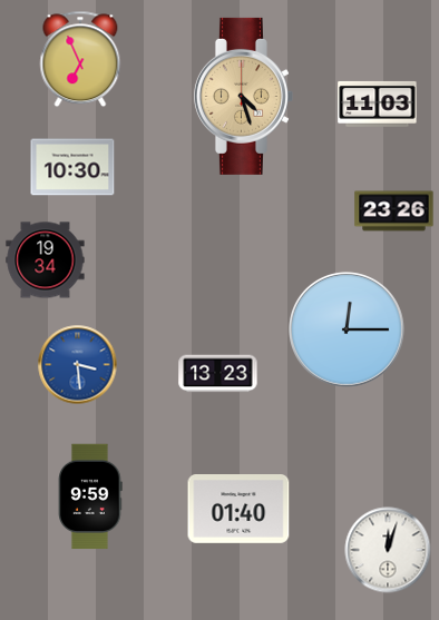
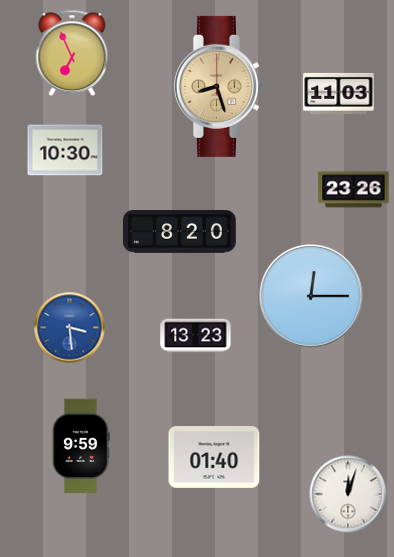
clock at (243, 96): 4:27 -> 8:27
clock at (180, 232): none -> 8:20
clock at (46, 260): 19:34 -> none
